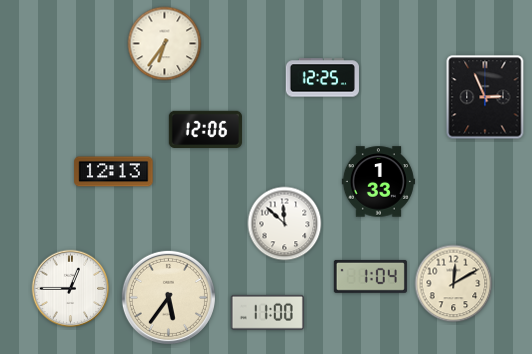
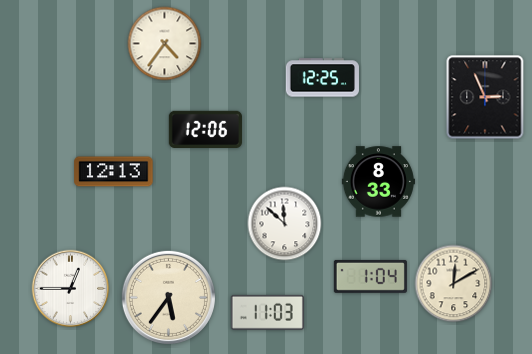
clock at (165, 44): 6:36 -> 4:36
clock at (378, 182): 1:33 -> 8:33
clock at (267, 312): 11:00 -> 11:03
